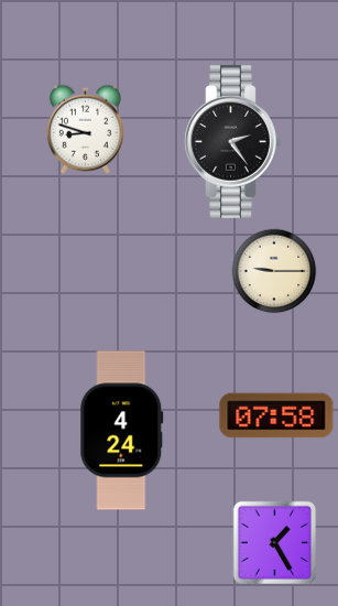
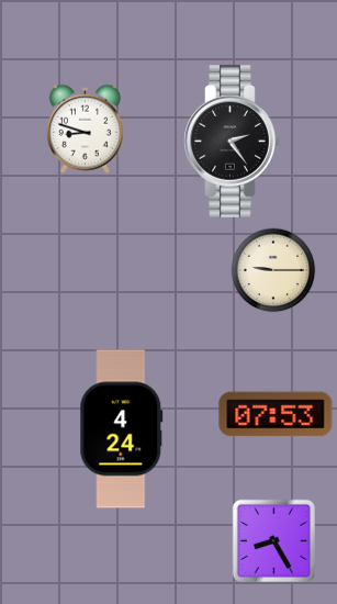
clock at (276, 415): 07:58 -> 07:53
clock at (274, 542): 1:25 -> 8:25
